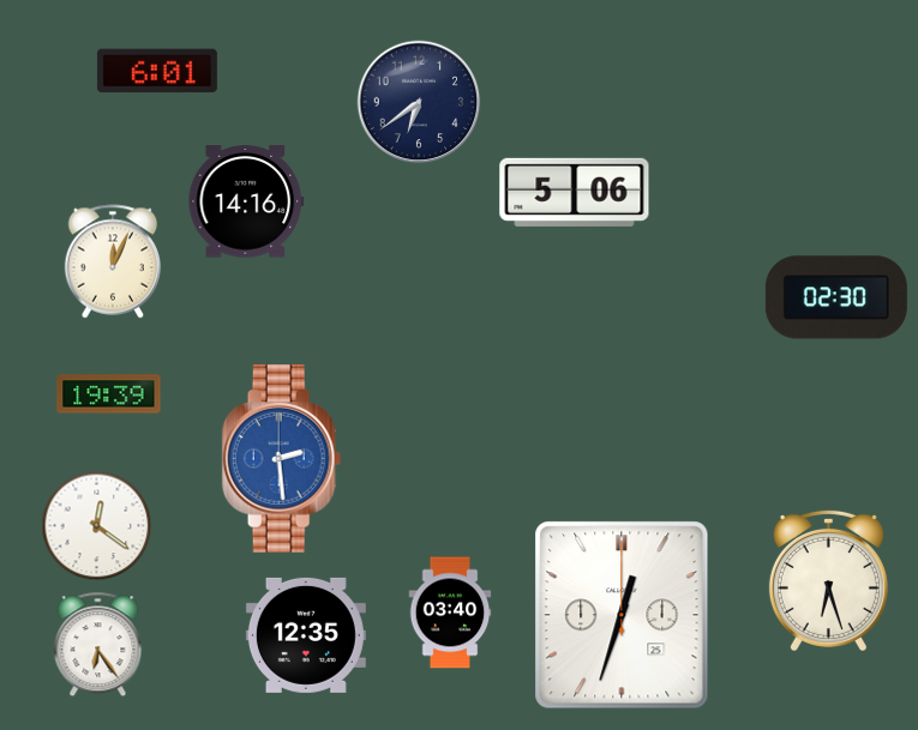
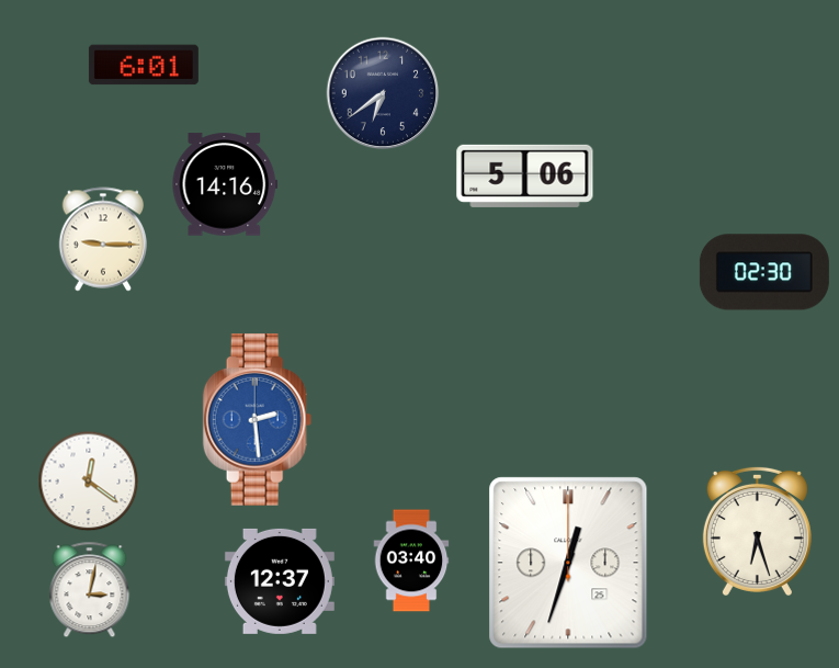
clock at (113, 261): 12:04 -> 9:15
clock at (109, 394): 19:39 -> none
clock at (306, 635): 12:35 -> 12:37
clock at (98, 645): 6:24 -> 3:02
